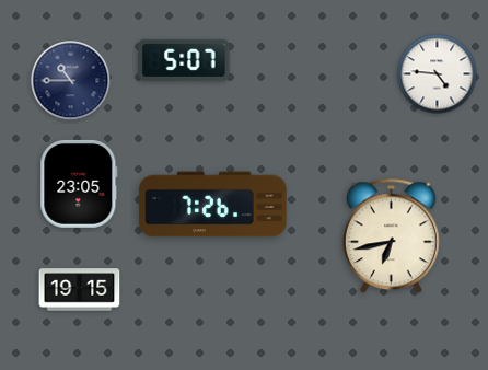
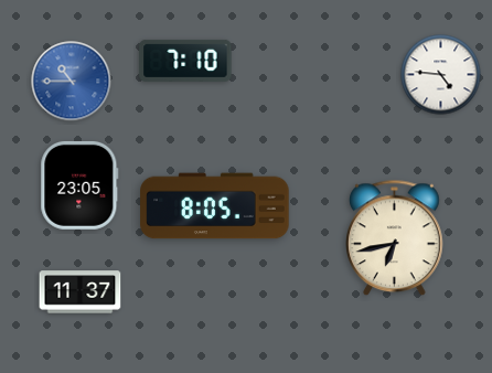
clock at (184, 60): 5:07 -> 7:10
clock at (71, 81) dial: navy -> blue
clock at (213, 205): 7:26 -> 8:05
clock at (80, 290): 19:15 -> 11:37
